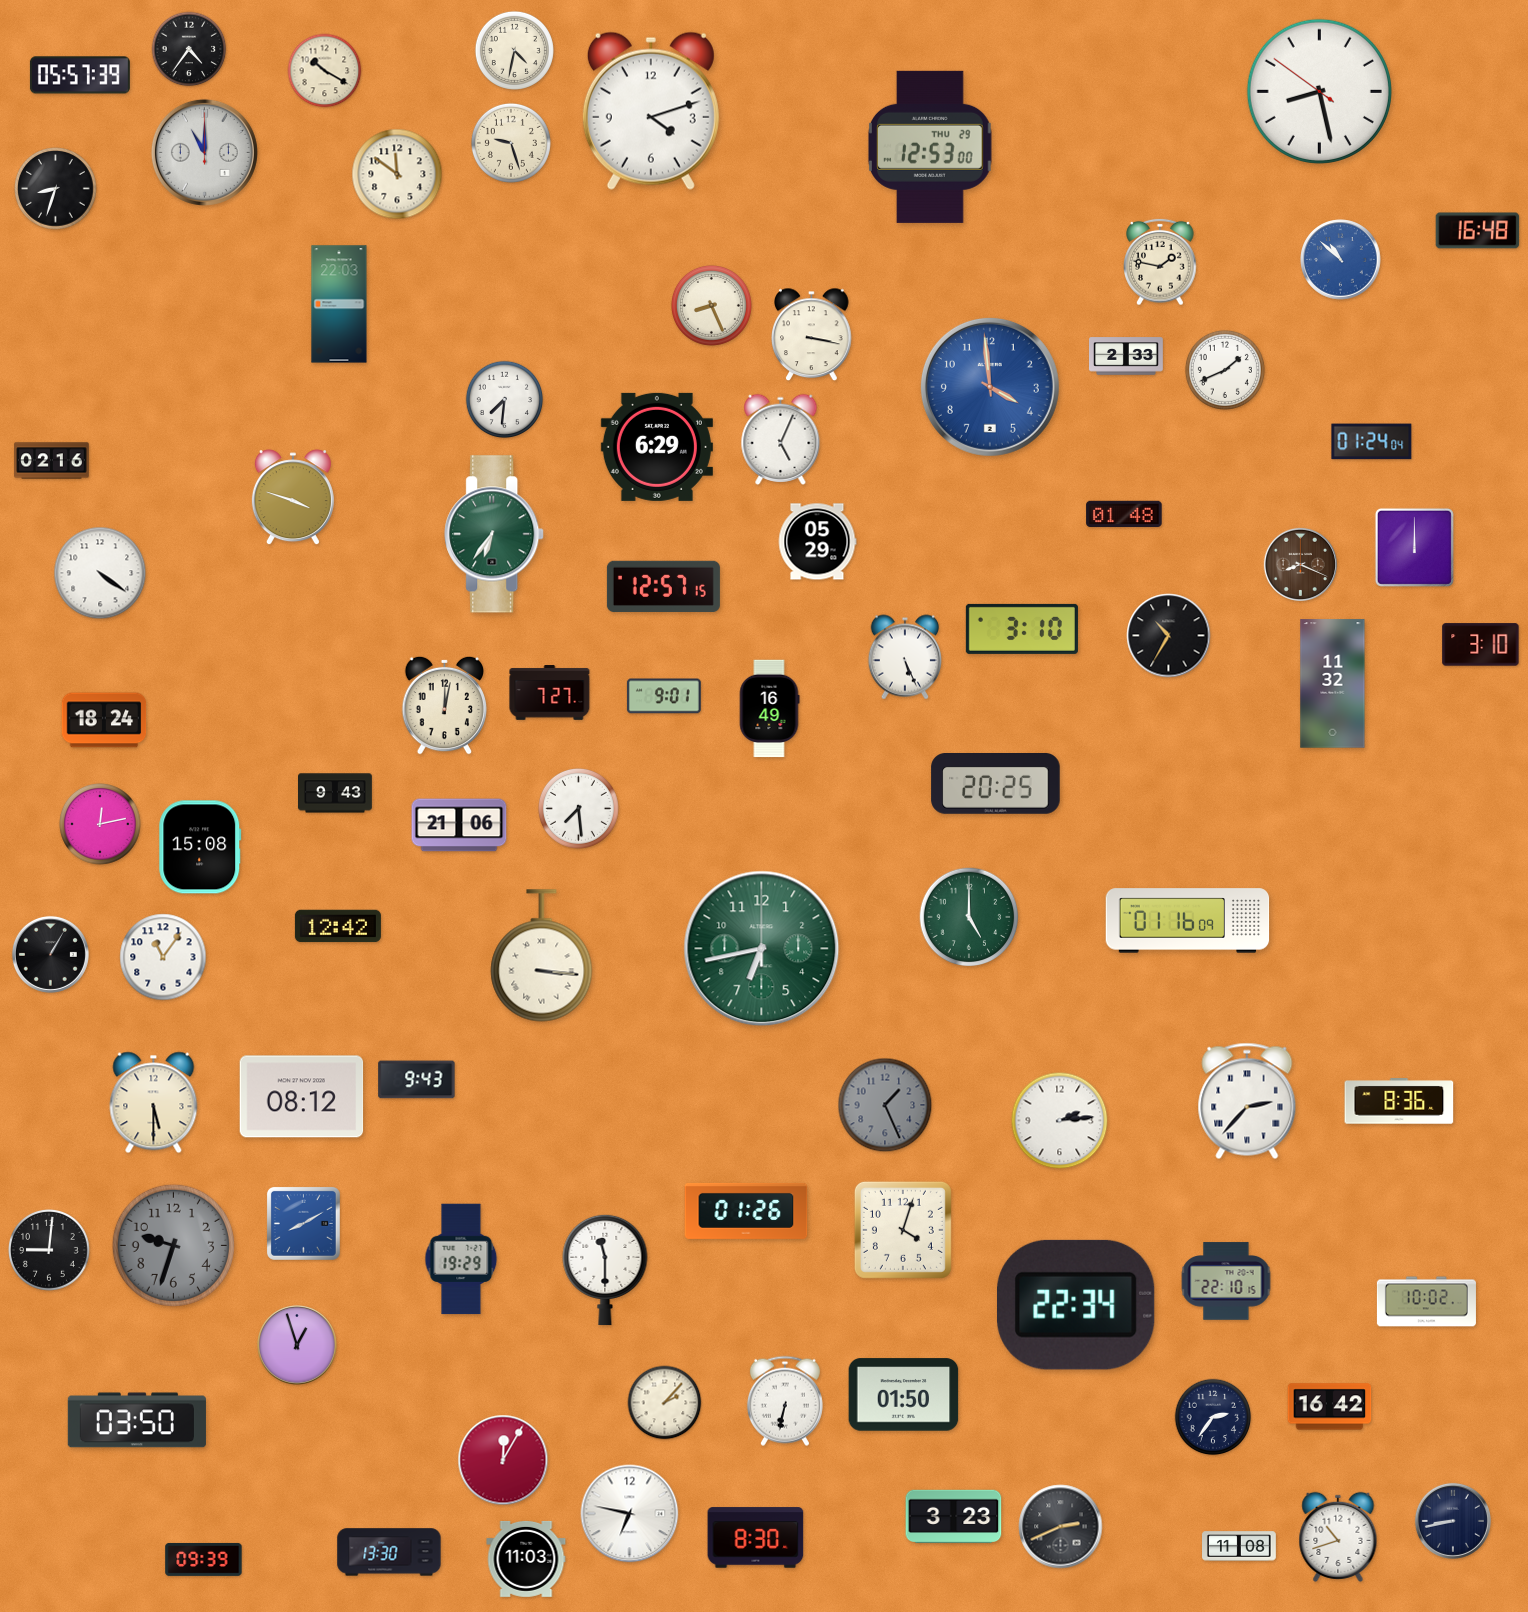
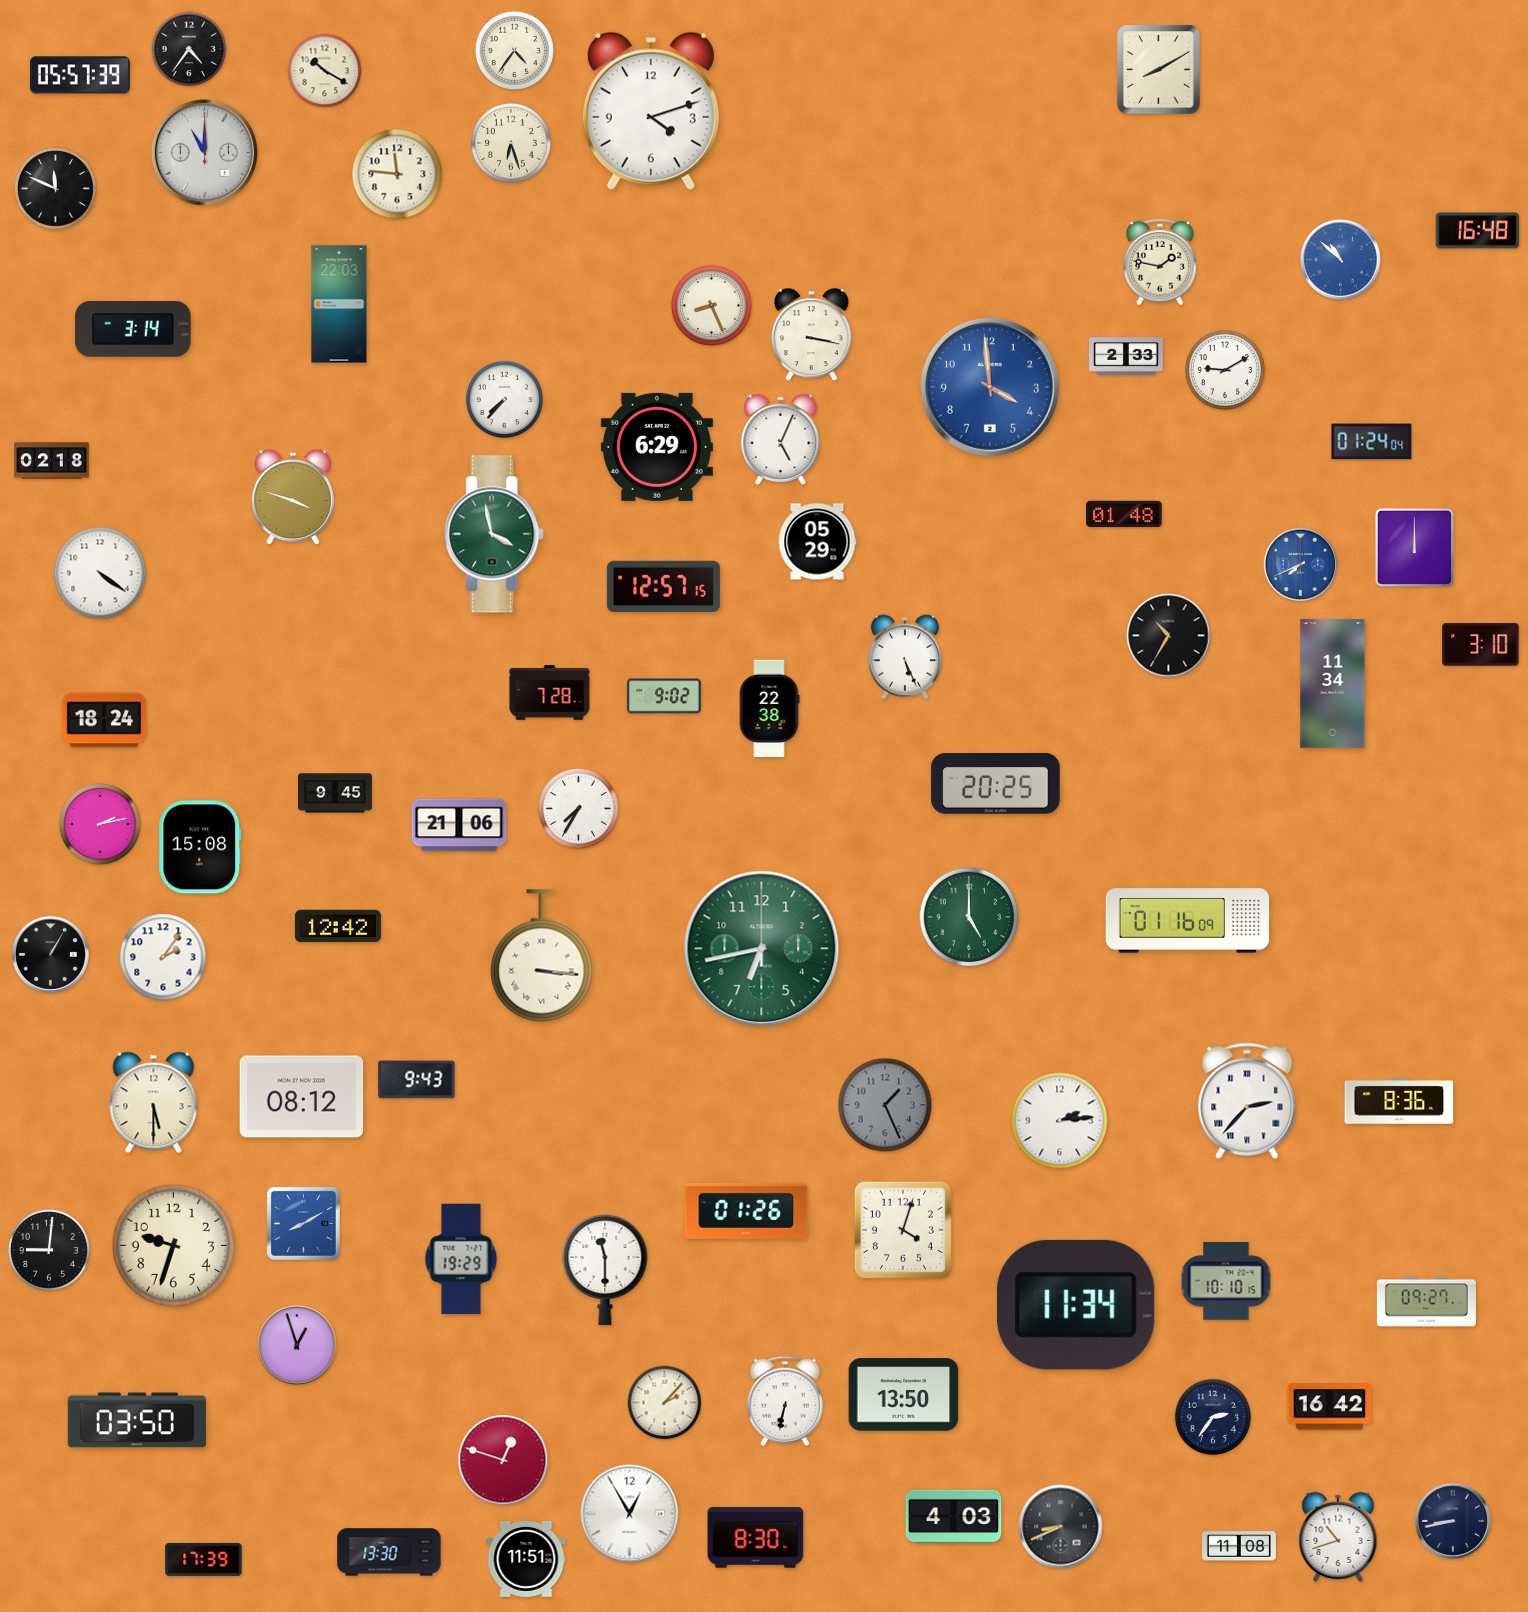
clock at (514, 50): 4:32 -> 4:36
clock at (1159, 70): none -> 8:10
clock at (1319, 91): 8:27 -> none
clock at (511, 143): 9:27 -> 6:27
clock at (930, 147): 12:53 -> none
clock at (397, 174): 11:51 -> 11:46
clock at (56, 189): 8:33 -> 11:49
clock at (133, 329): none -> 3:14
clock at (1225, 370): 1:41 -> 9:10
clock at (505, 400): 7:31 -> 7:37
clock at (52, 461): 02:16 -> 02:18
clock at (495, 534): 6:36 -> 3:58
clock at (1300, 564): 8:19 -> 7:41
clock at (1300, 564) dial: brown -> blue
clock at (1022, 629): 3:10 -> none
clock at (1333, 684): 11:32 -> 11:34
clock at (550, 693): 7:27 -> 7:28
clock at (664, 696): 9:01 -> 9:02
clock at (445, 705): 12:02 -> none
clock at (769, 709): 16:49 -> 22:38
clock at (336, 793): 9:43 -> 9:45
clock at (578, 808): 7:29 -> 7:35
clock at (101, 825): 12:13 -> 2:13
clock at (163, 957): 11:06 -> 2:06
clock at (173, 1245) dial: grey -> cream
clock at (1226, 1281): 22:10 -> 10:10
clock at (1426, 1302): 10:02 -> 09:27
clock at (1077, 1305): 22:34 -> 11:34
clock at (904, 1395): 01:50 -> 13:50
clock at (503, 1460): 12:05 -> 12:48
clock at (630, 1514): 6:47 -> 12:55
clock at (954, 1517): 3:23 -> 4:03
clock at (1061, 1527): 2:41 -> 8:41
clock at (204, 1559): 09:39 -> 17:39
clock at (526, 1559): 11:03 -> 11:51
